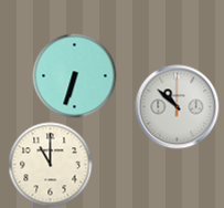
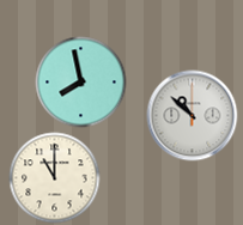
clock at (75, 76): 6:33 -> 7:58
